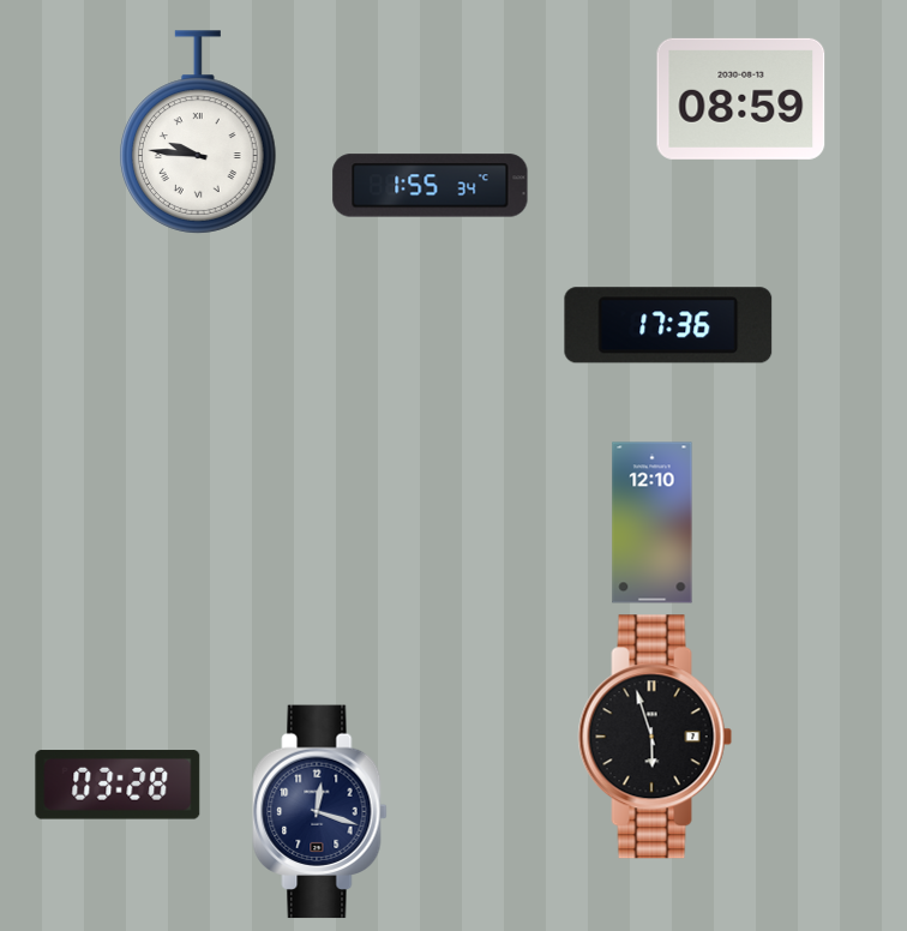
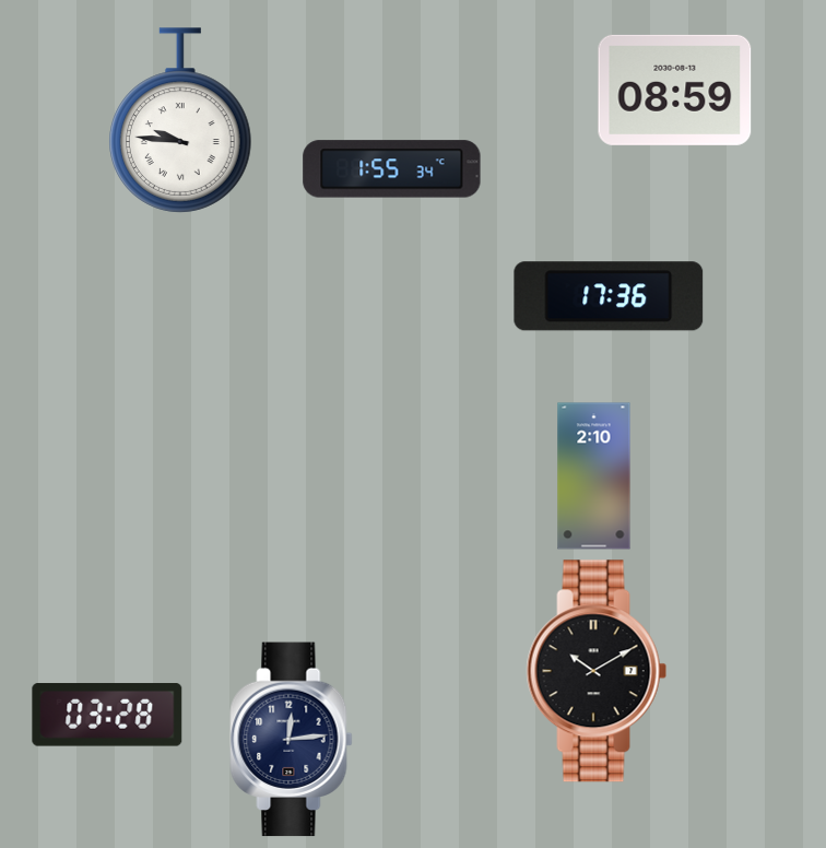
clock at (653, 523): 12:10 -> 2:10
clock at (655, 737): 5:57 -> 10:10
clock at (320, 812): 12:18 -> 12:14
